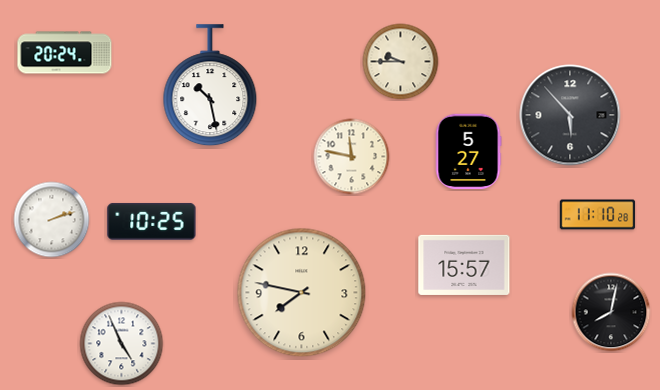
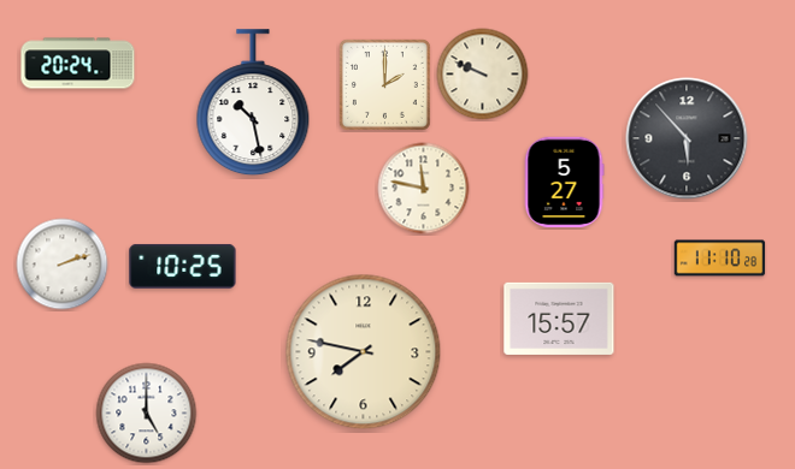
clock at (401, 62): 9:45 -> 9:49
clock at (384, 84): none -> 2:00
clock at (611, 312): 8:02 -> none
clock at (122, 344): 4:56 -> 5:00
